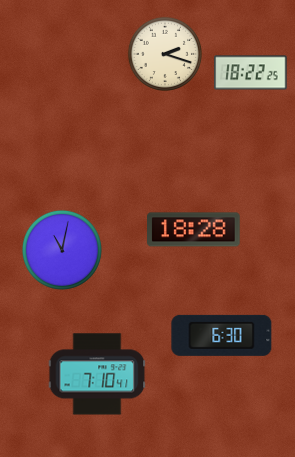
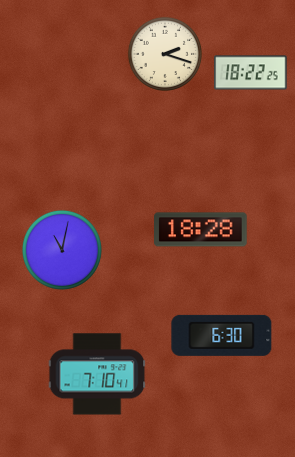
clock at (194, 230) position: (194, 230) -> (201, 230)
